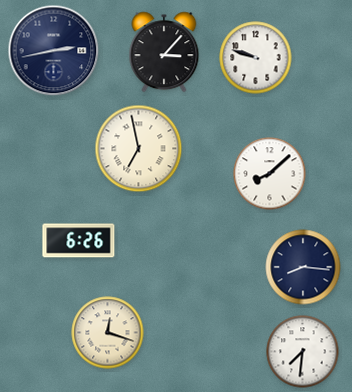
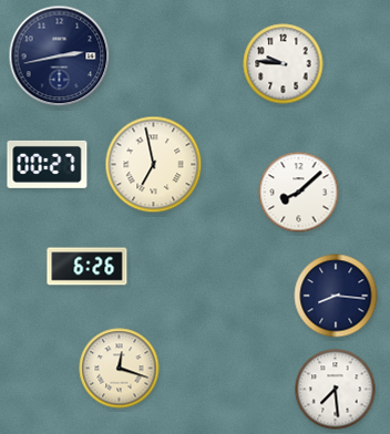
clock at (164, 52): 3:07 -> none
clock at (256, 58): 9:48 -> 9:46
clock at (48, 164): none -> 00:27
clock at (303, 352): 7:31 -> 7:29
